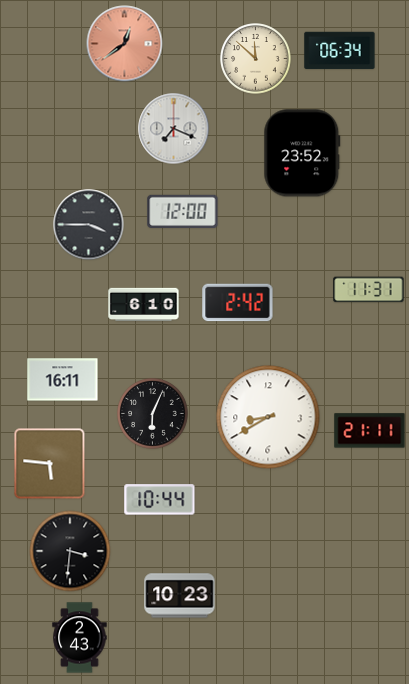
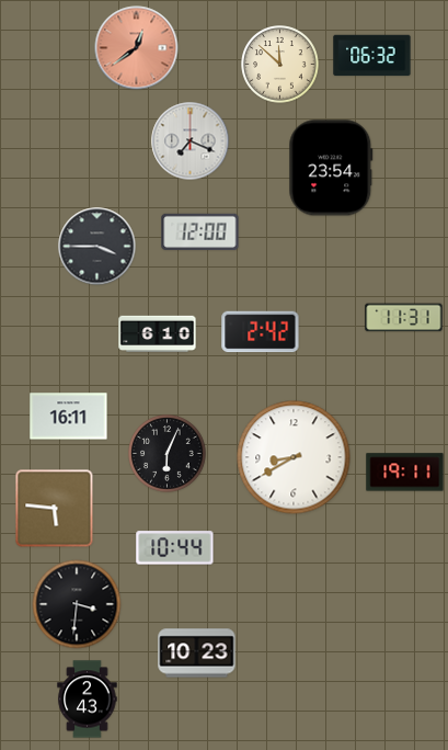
clock at (340, 51): 06:34 -> 06:32
clock at (302, 153): 23:52 -> 23:54
clock at (370, 431): 21:11 -> 19:11
